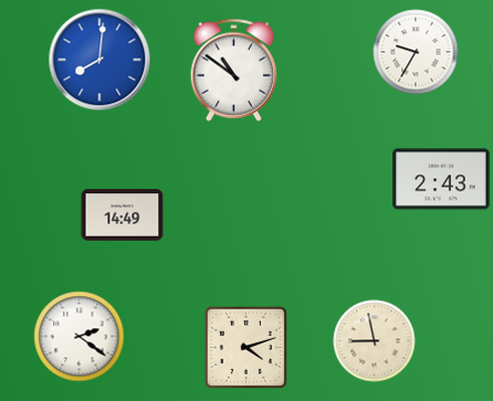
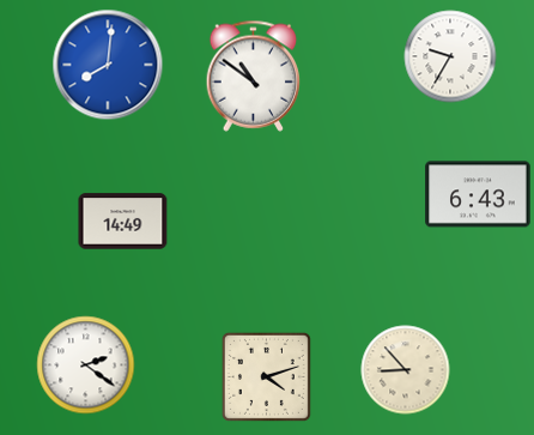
clock at (441, 179): 2:43 -> 6:43
clock at (123, 215) position: (123, 215) -> (123, 222)
clock at (375, 341): 8:58 -> 8:53
